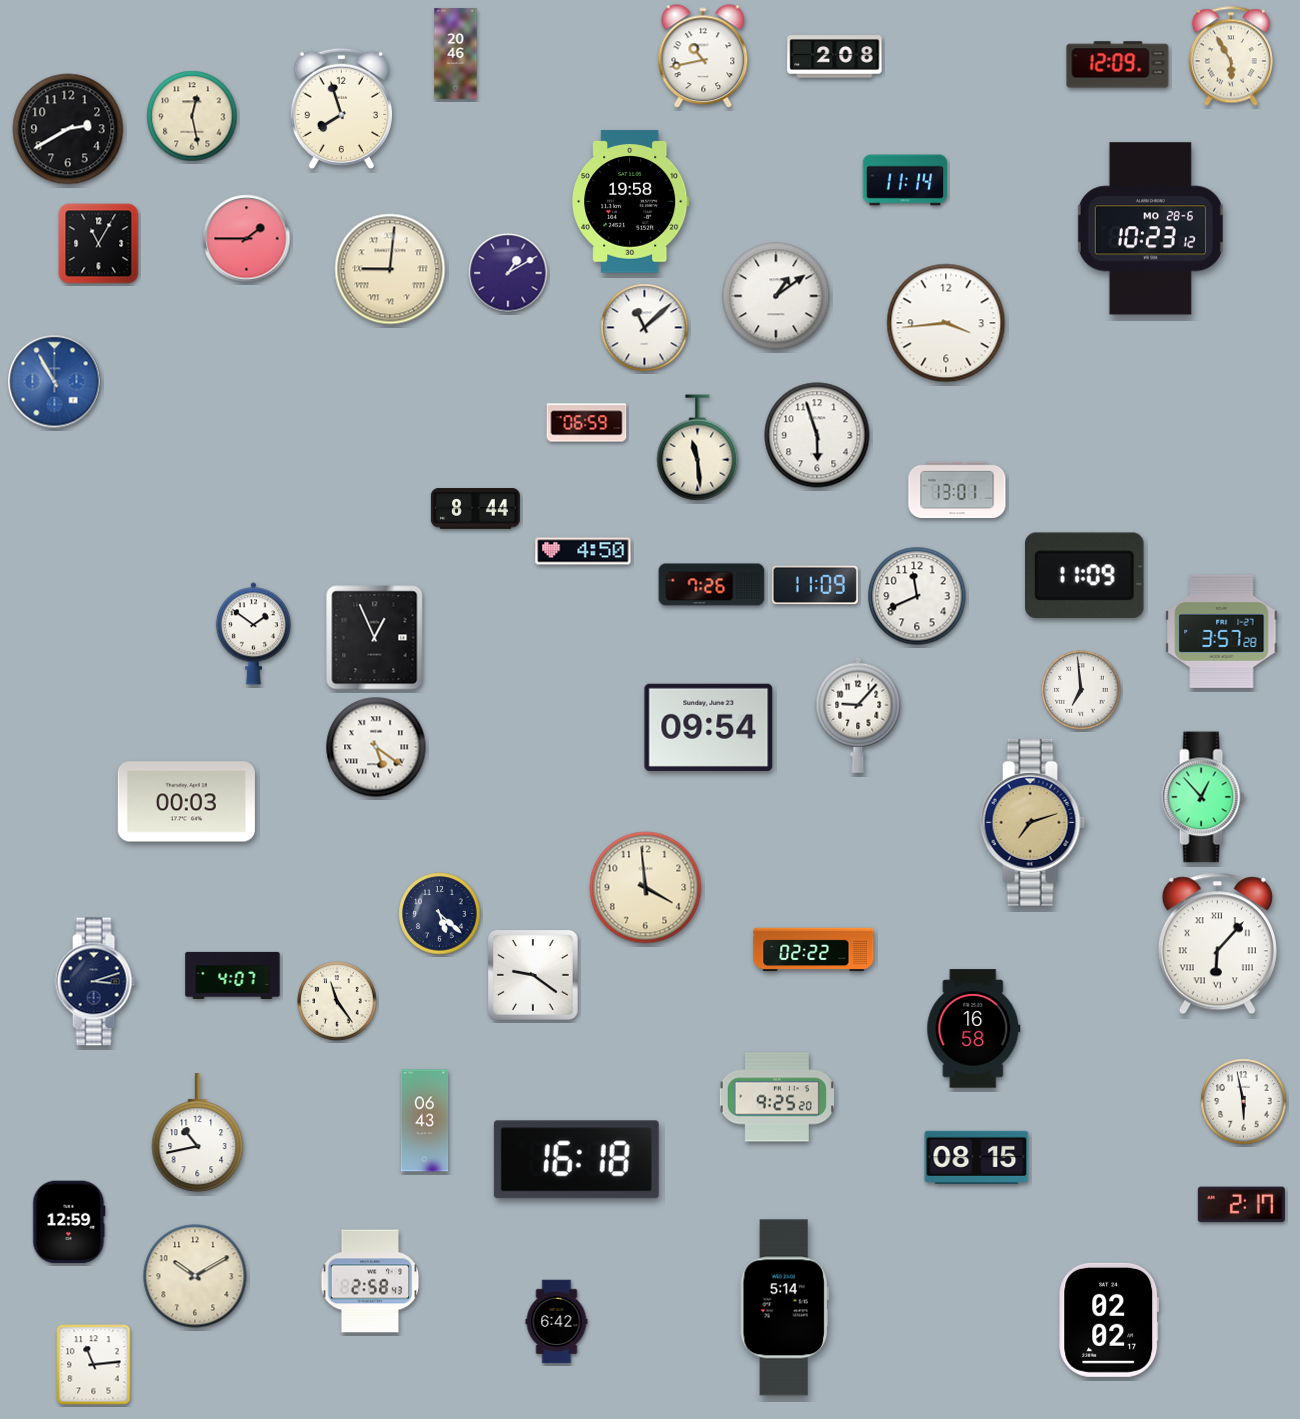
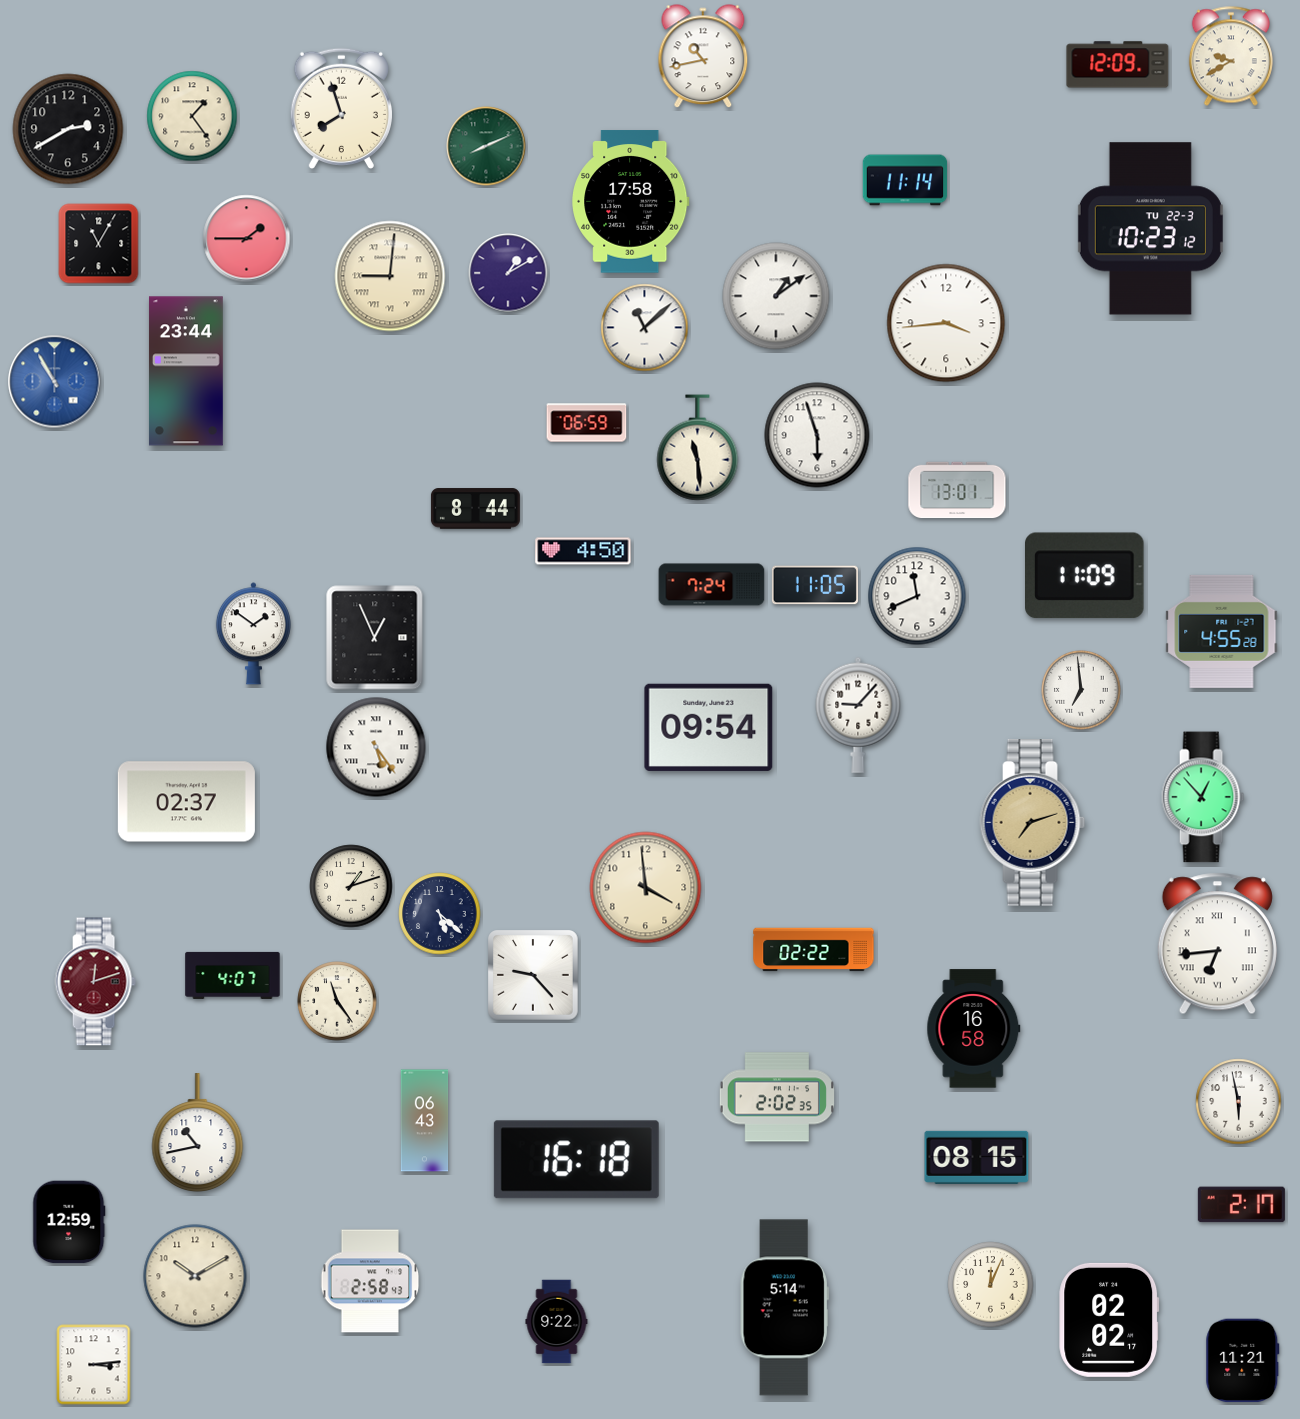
clock at (456, 54): 20:46 -> none
clock at (1231, 56): 5:55 -> 9:40
clock at (835, 57): 2:08 -> none
clock at (192, 116): 12:28 -> 1:24
clock at (486, 146): none -> 8:11
clock at (631, 202): 19:58 -> 17:58
clock at (1150, 229) date: MO 28-6 -> TU 22-3
clock at (390, 269) position: (390, 269) -> (390, 276)
clock at (186, 371): none -> 23:44
clock at (712, 585): 7:26 -> 7:24
clock at (815, 585): 11:09 -> 11:05
clock at (1222, 631): 3:57 -> 4:55
clock at (376, 747): 5:21 -> 5:24
clock at (186, 802): 00:03 -> 02:37
clock at (351, 886): none -> 1:12
clock at (1217, 944): 6:07 -> 6:44
clock at (534, 976): 9:21 -> 9:23
clock at (95, 982): 3:12 -> 12:12
clock at (95, 982) dial: navy -> burgundy
clock at (776, 1097): 9:25 -> 2:02
clock at (1244, 1102) position: (1244, 1102) -> (1239, 1102)
clock at (991, 1285): none -> 12:04
clock at (557, 1322): 6:42 -> 9:22
clock at (1243, 1361): none -> 11:21
clock at (94, 1365): 11:14 -> 3:14
